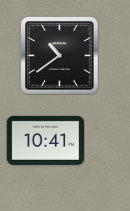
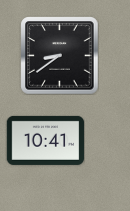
clock at (59, 55): 10:39 -> 8:39
